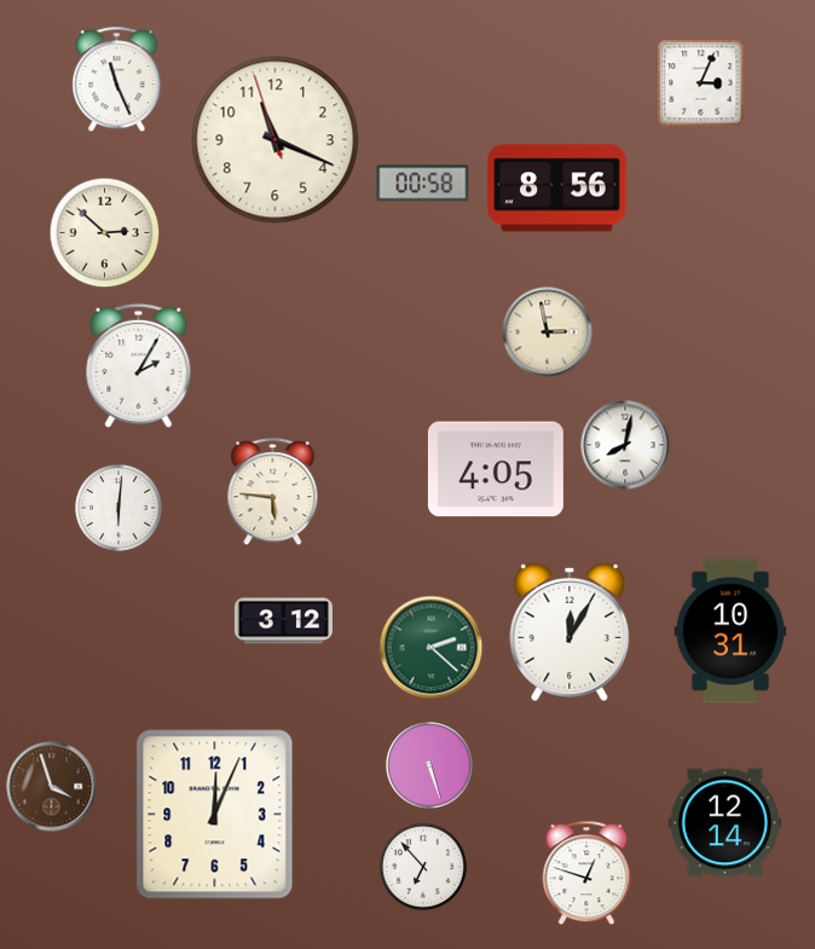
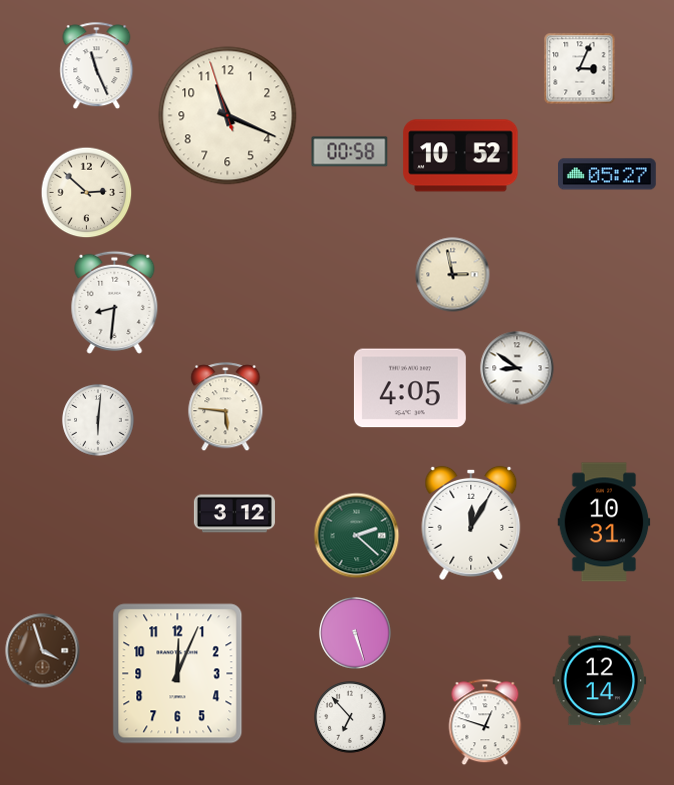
clock at (557, 189): 8:56 -> 10:52
clock at (608, 174): none -> 05:27
clock at (139, 365): 2:05 -> 8:31
clock at (625, 445): 8:02 -> 8:51
